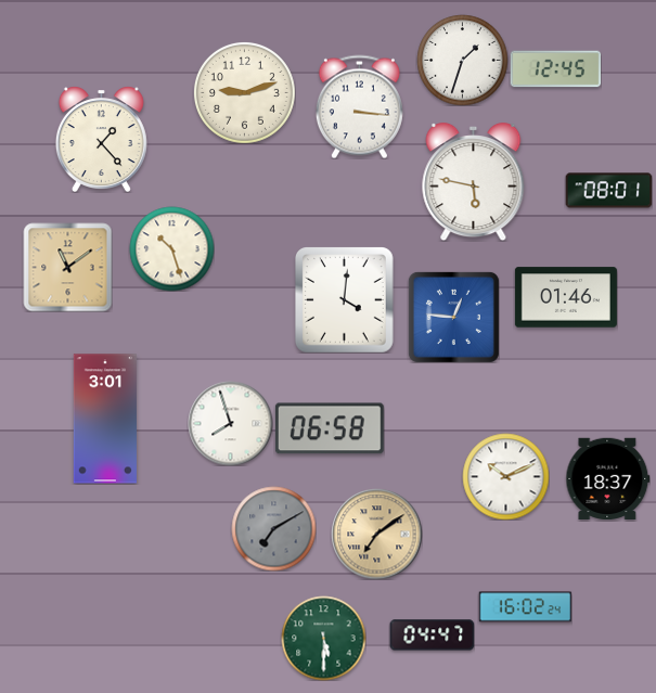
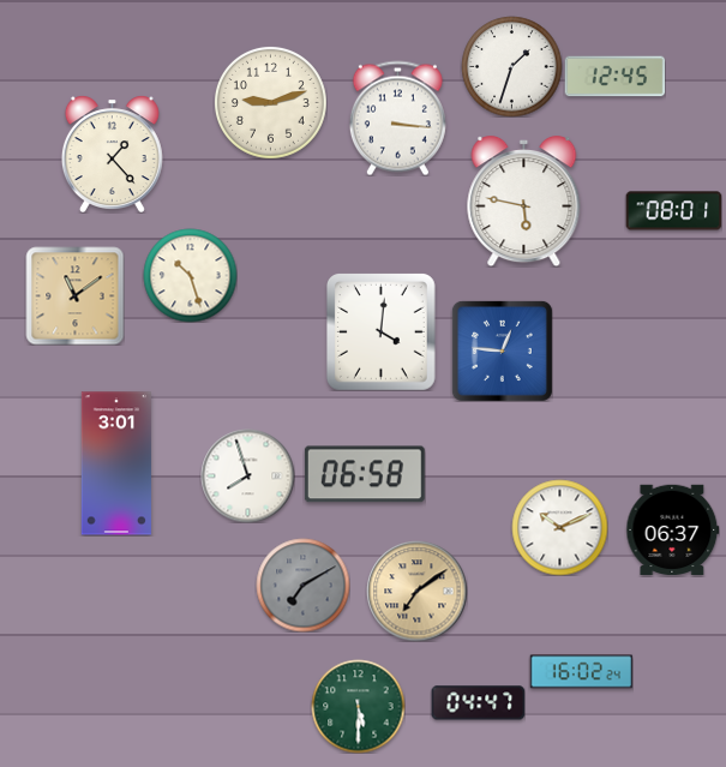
clock at (566, 297): 01:46 -> none
clock at (230, 423) position: (230, 423) -> (247, 475)
clock at (607, 478): 18:37 -> 06:37
